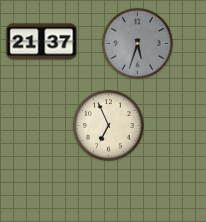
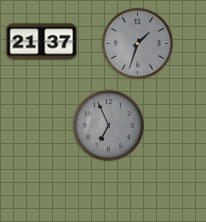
clock at (138, 44): 5:33 -> 1:33
clock at (109, 126) dial: cream -> grey
